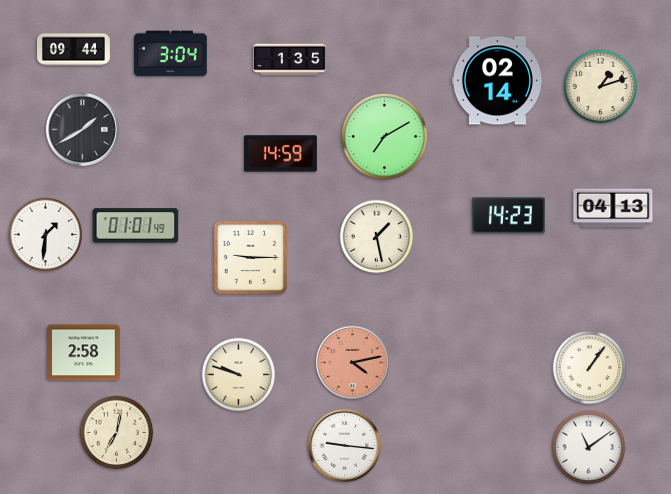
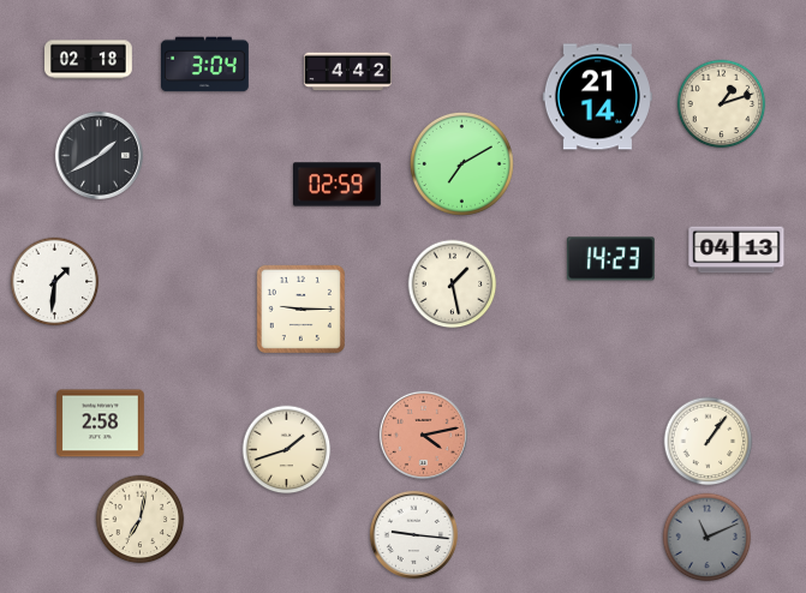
clock at (74, 50): 09:44 -> 02:18
clock at (290, 60): 1:35 -> 4:42
clock at (497, 81): 02:14 -> 21:14
clock at (281, 154): 14:59 -> 02:59
clock at (136, 226): 01:01 -> none
clock at (239, 375): 9:48 -> 1:42
clock at (589, 448): 11:09 -> 11:11
clock at (589, 448) dial: white -> grey
